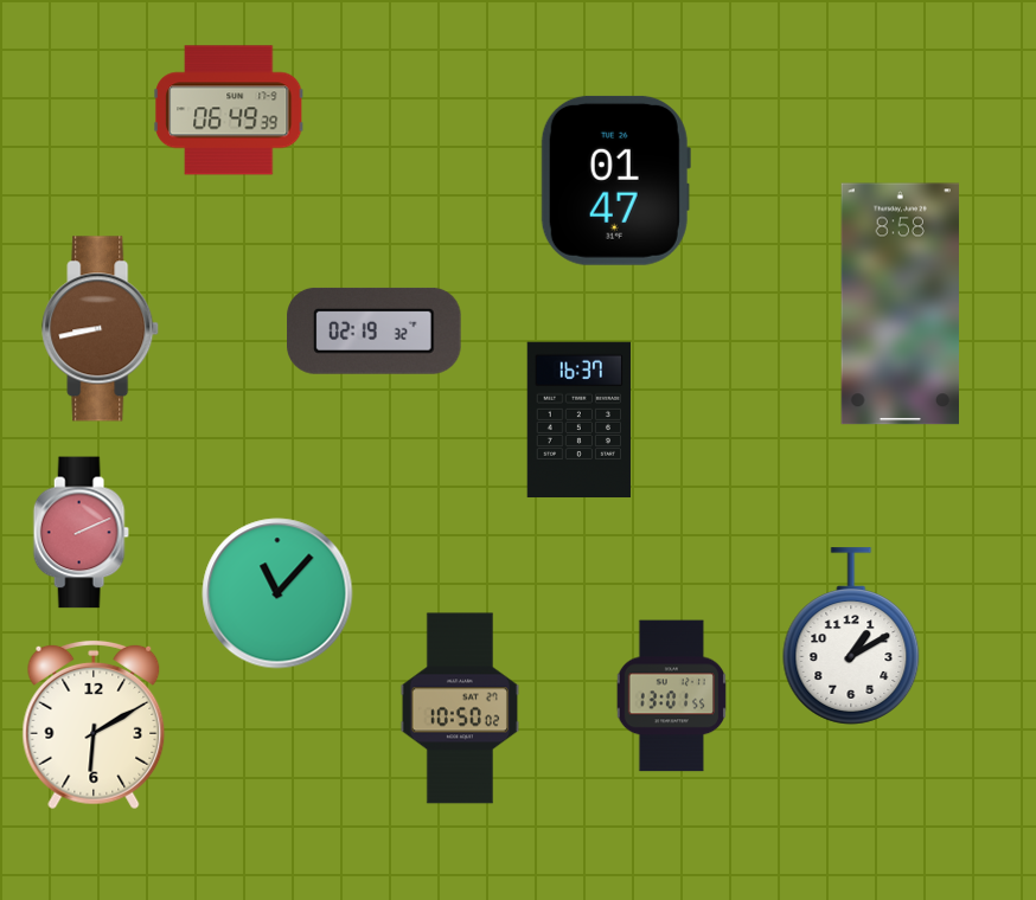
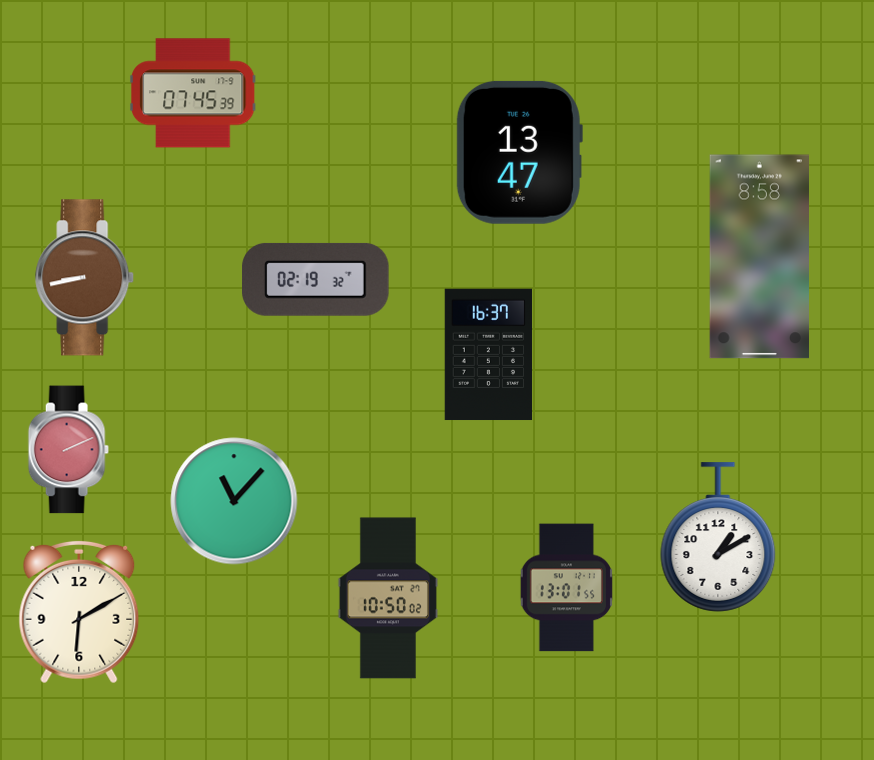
clock at (229, 110): 06:49 -> 07:45
clock at (615, 180): 01:47 -> 13:47
